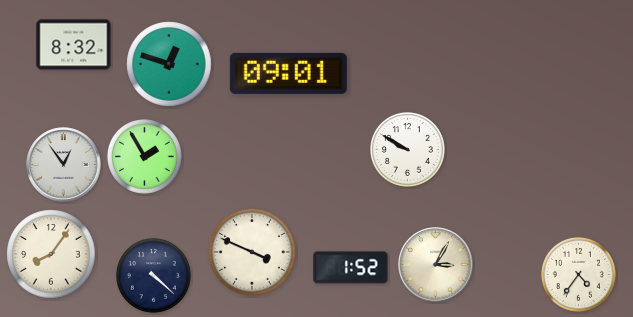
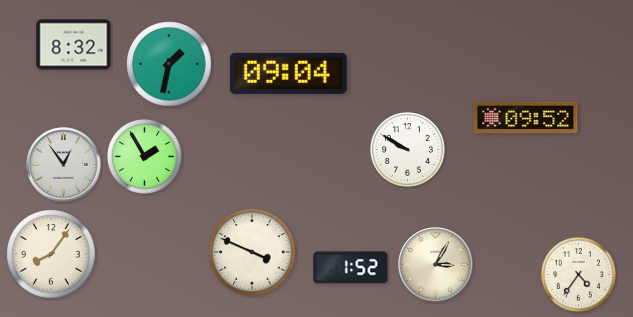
clock at (169, 64): 12:48 -> 1:32
clock at (288, 73): 09:01 -> 09:04
clock at (526, 118): none -> 09:52
clock at (154, 276): 4:22 -> none
